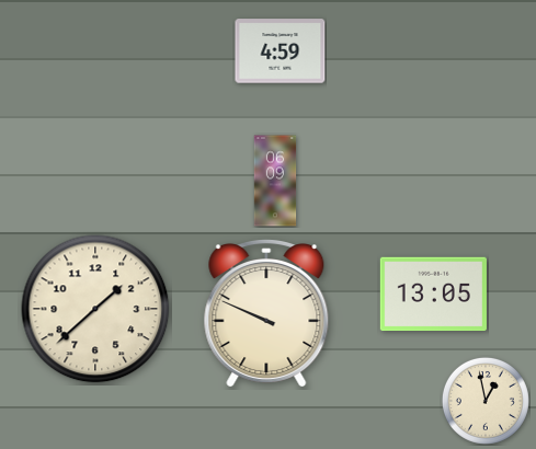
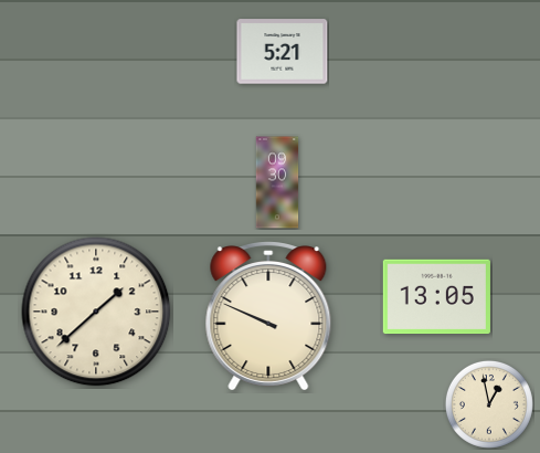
clock at (281, 51): 4:59 -> 5:21
clock at (275, 181): 06:09 -> 09:30
